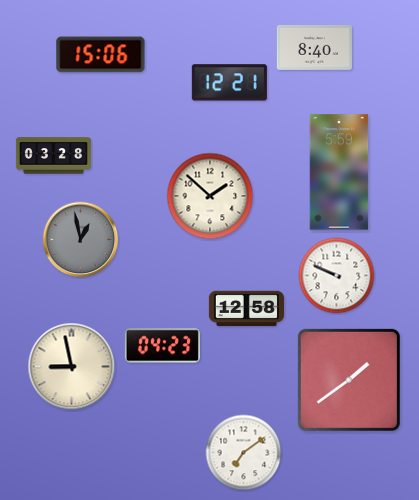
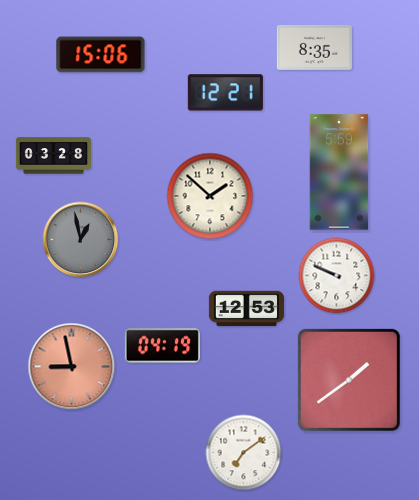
clock at (314, 47): 8:40 -> 8:35
clock at (229, 83) position: (229, 83) -> (225, 93)
clock at (246, 309): 12:58 -> 12:53
clock at (162, 346): 04:23 -> 04:19
clock at (72, 367) dial: cream -> salmon
